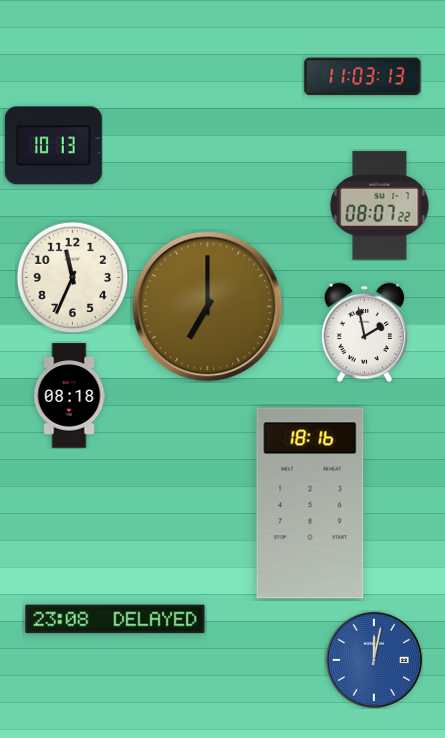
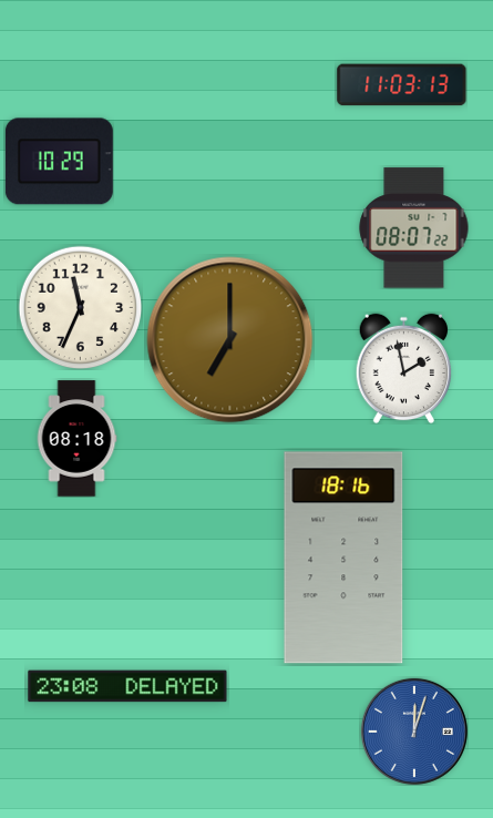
clock at (53, 146): 10:13 -> 10:29
clock at (380, 206) position: (380, 206) -> (414, 228)
clock at (374, 660): 12:02 -> 12:03
